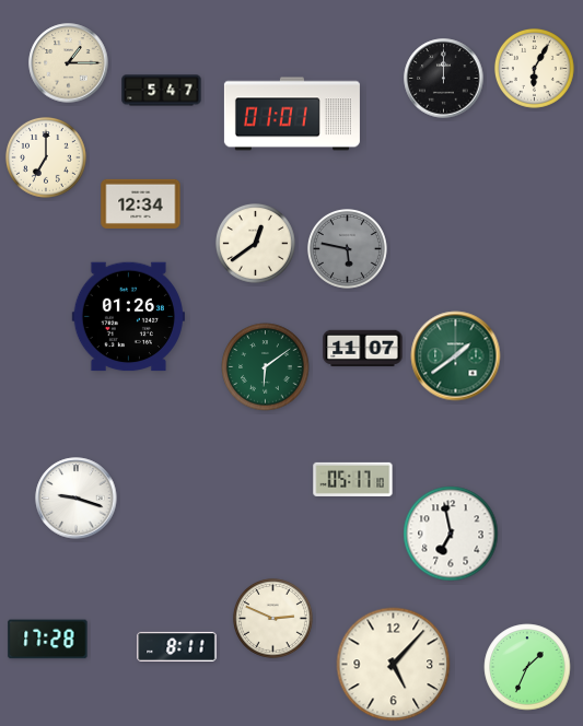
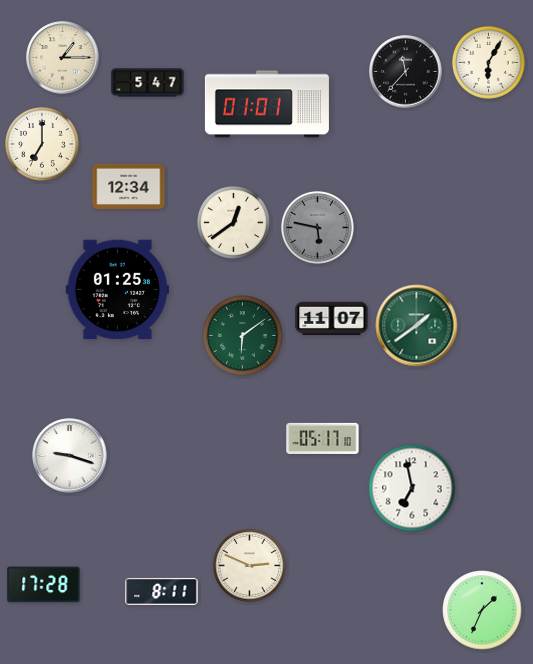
clock at (444, 79): 12:00 -> 11:37
clock at (128, 317): 01:26 -> 01:25
clock at (394, 665): 5:07 -> none
